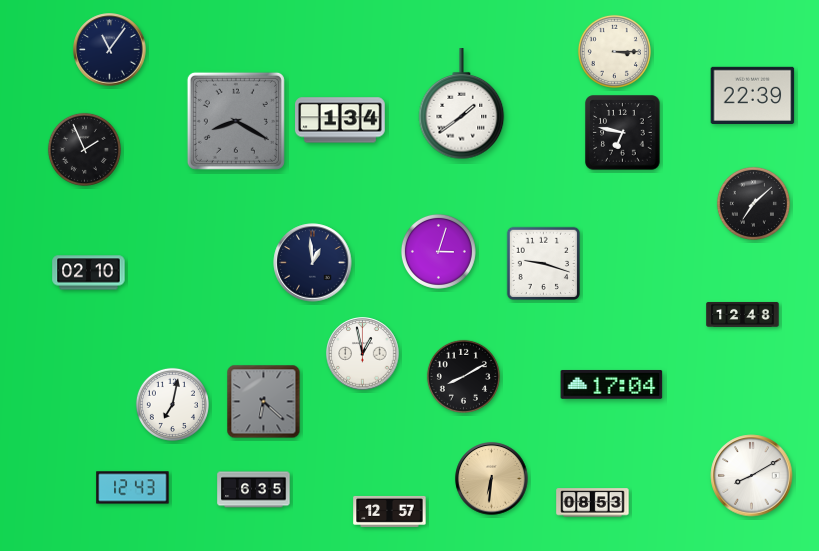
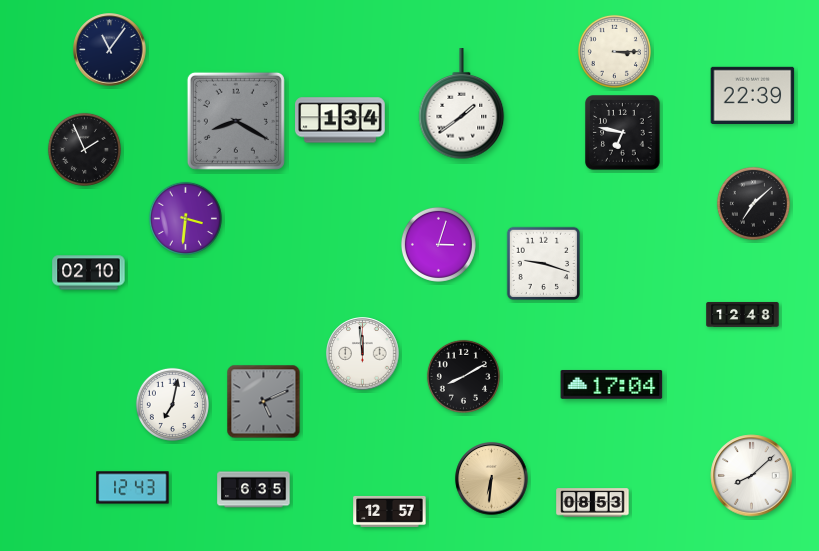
clock at (185, 218): none -> 3:31
clock at (438, 251) position: (438, 251) -> (438, 244)
clock at (313, 263): 12:59 -> none
clock at (363, 354): 12:58 -> 11:59
clock at (264, 402): 6:22 -> 5:11
clock at (752, 476): 8:10 -> 8:08
